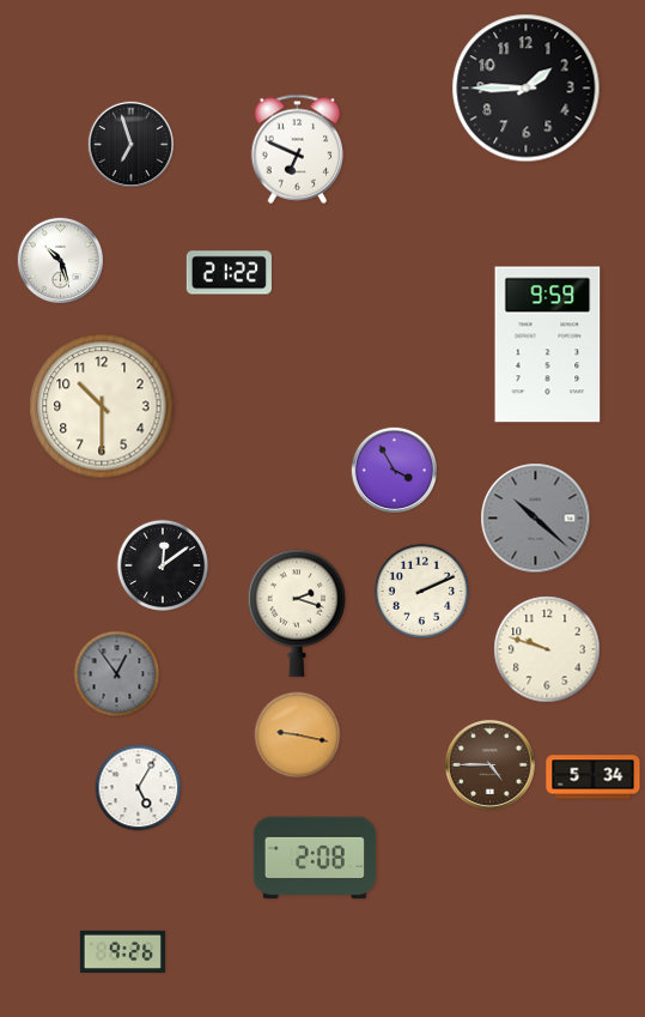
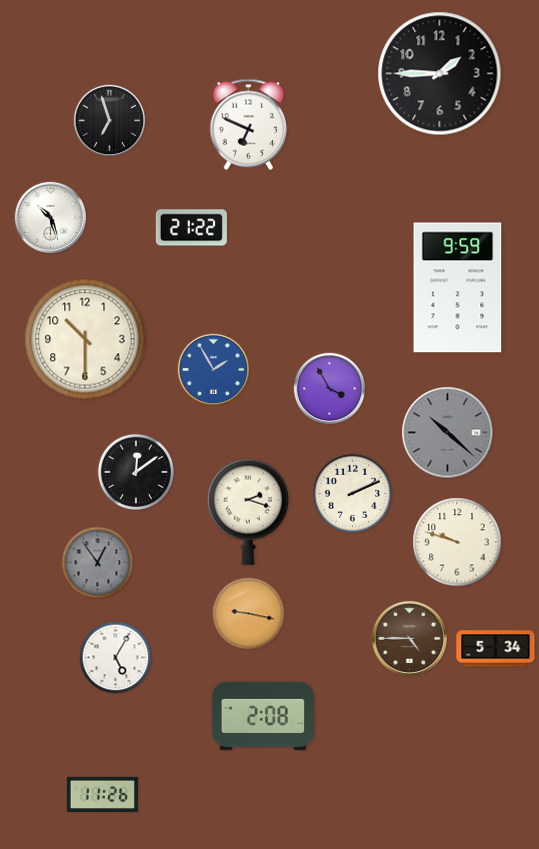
clock at (213, 369): none -> 1:55
clock at (394, 470) position: (394, 470) -> (329, 388)
clock at (122, 951): 9:26 -> 11:26
